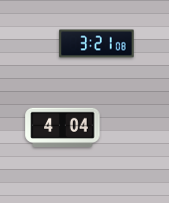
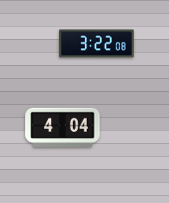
clock at (97, 44): 3:21 -> 3:22
